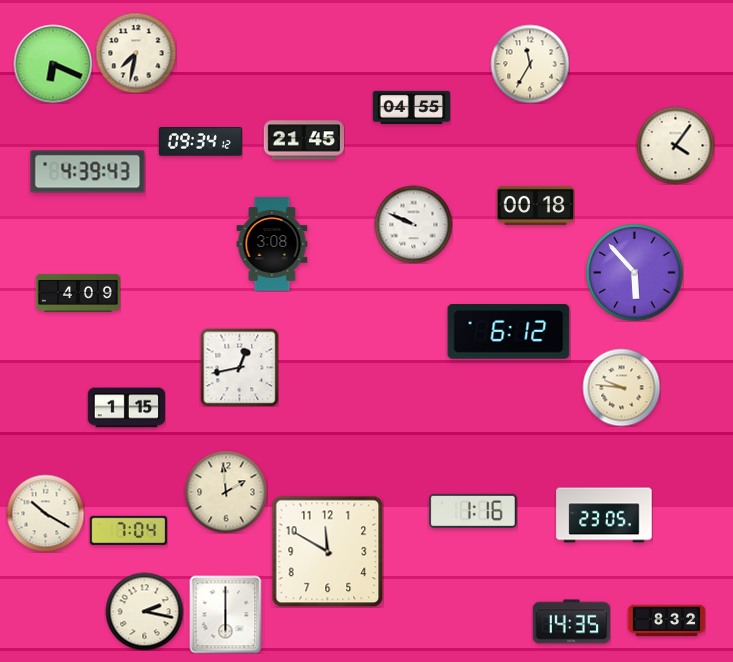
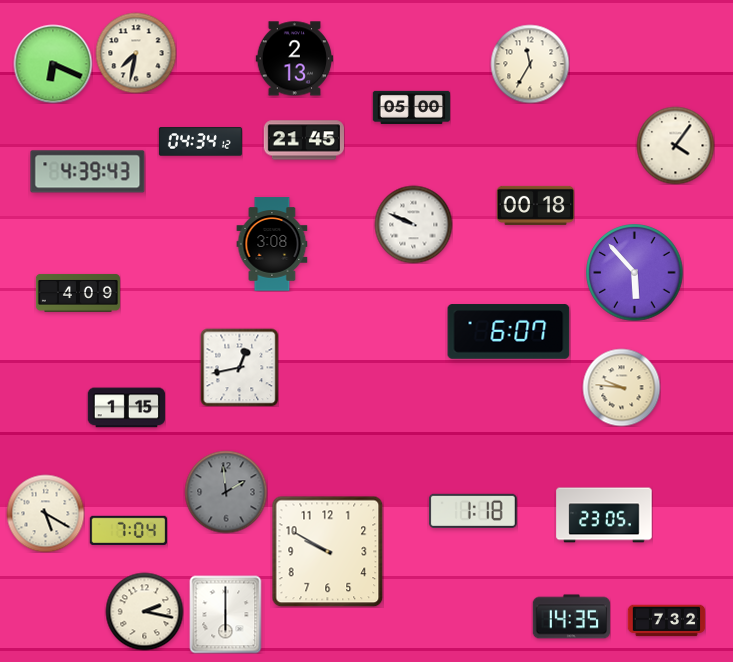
clock at (294, 59): none -> 2:13
clock at (411, 107): 04:55 -> 05:00
clock at (200, 142): 09:34 -> 04:34
clock at (509, 332): 6:12 -> 6:07
clock at (226, 492) dial: cream -> grey
clock at (473, 511): 1:16 -> 1:18
clock at (45, 513): 10:20 -> 5:20
clock at (327, 551): 11:50 -> 9:50
clock at (666, 621): 8:32 -> 7:32
clock at (571, 622) position: (571, 622) -> (571, 617)
